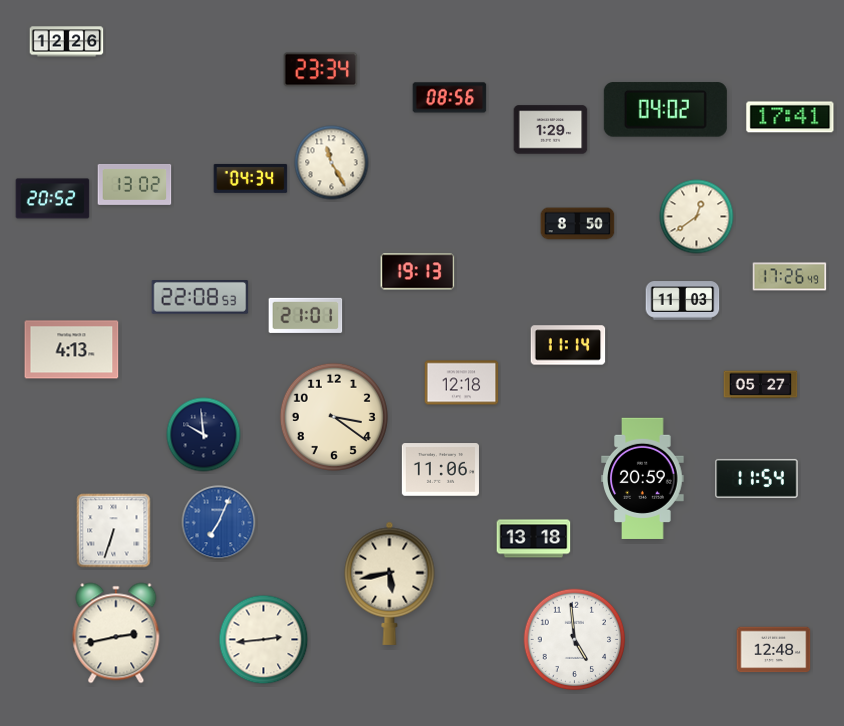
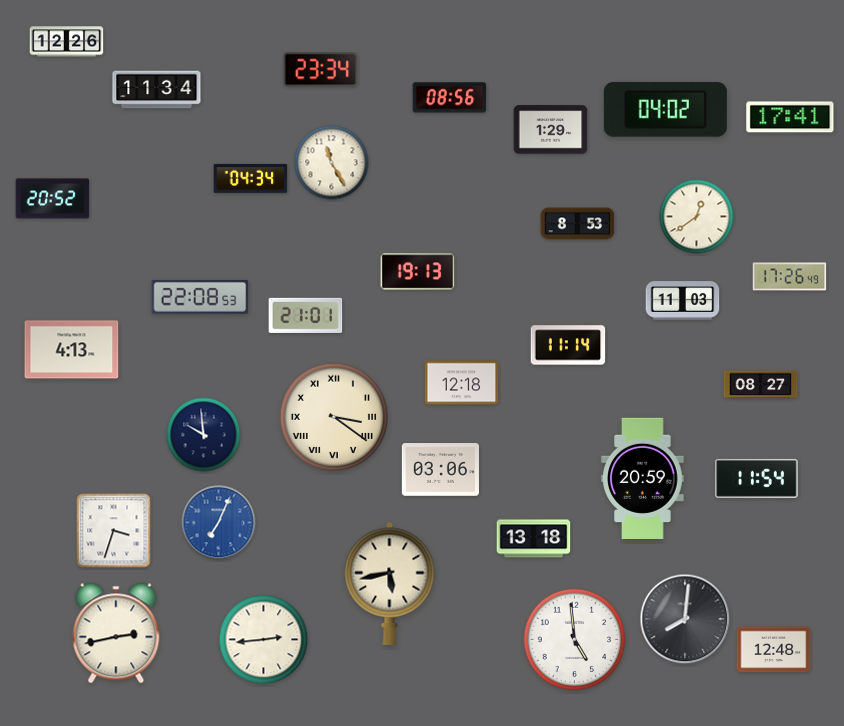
clock at (157, 90): none -> 11:34
clock at (135, 184): 13:02 -> none
clock at (578, 224): 8:50 -> 8:53
clock at (761, 385): 05:27 -> 08:27
clock at (334, 417) numerals: Arabic -> Roman
clock at (440, 470): 11:06 -> 03:06
clock at (114, 531): 6:33 -> 3:33
clock at (685, 619): none -> 8:01
